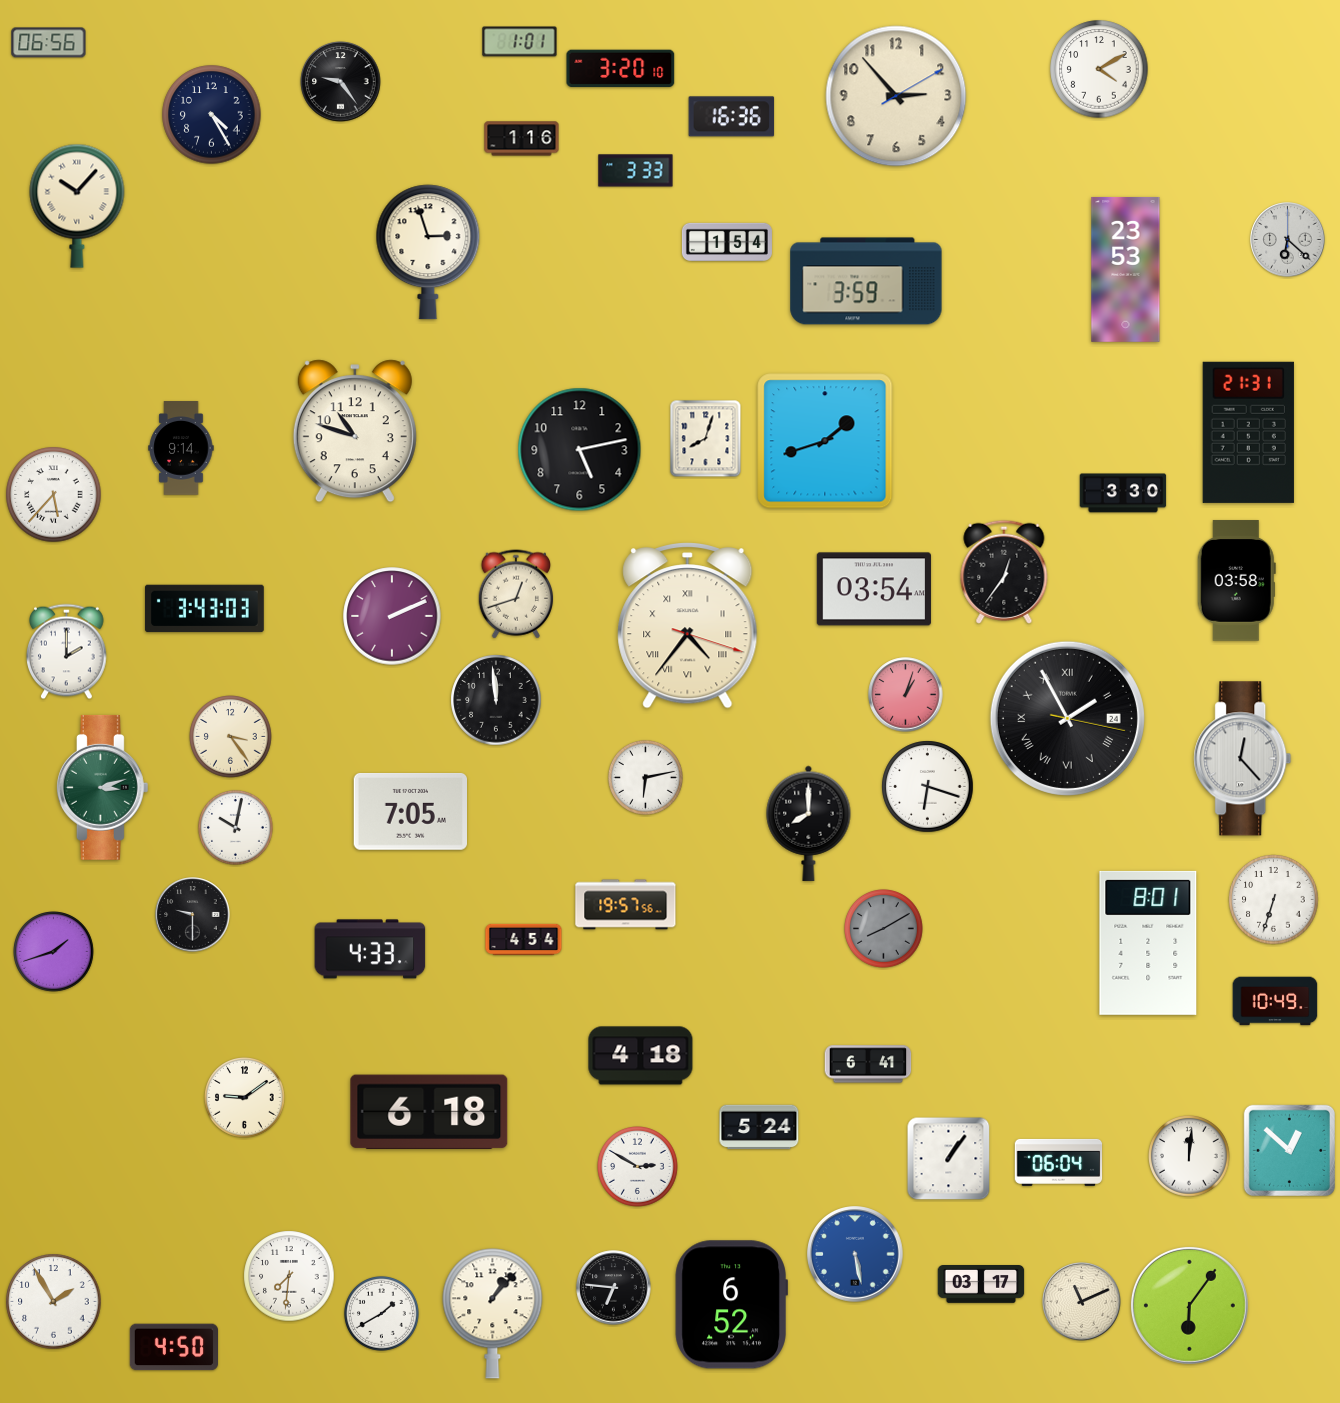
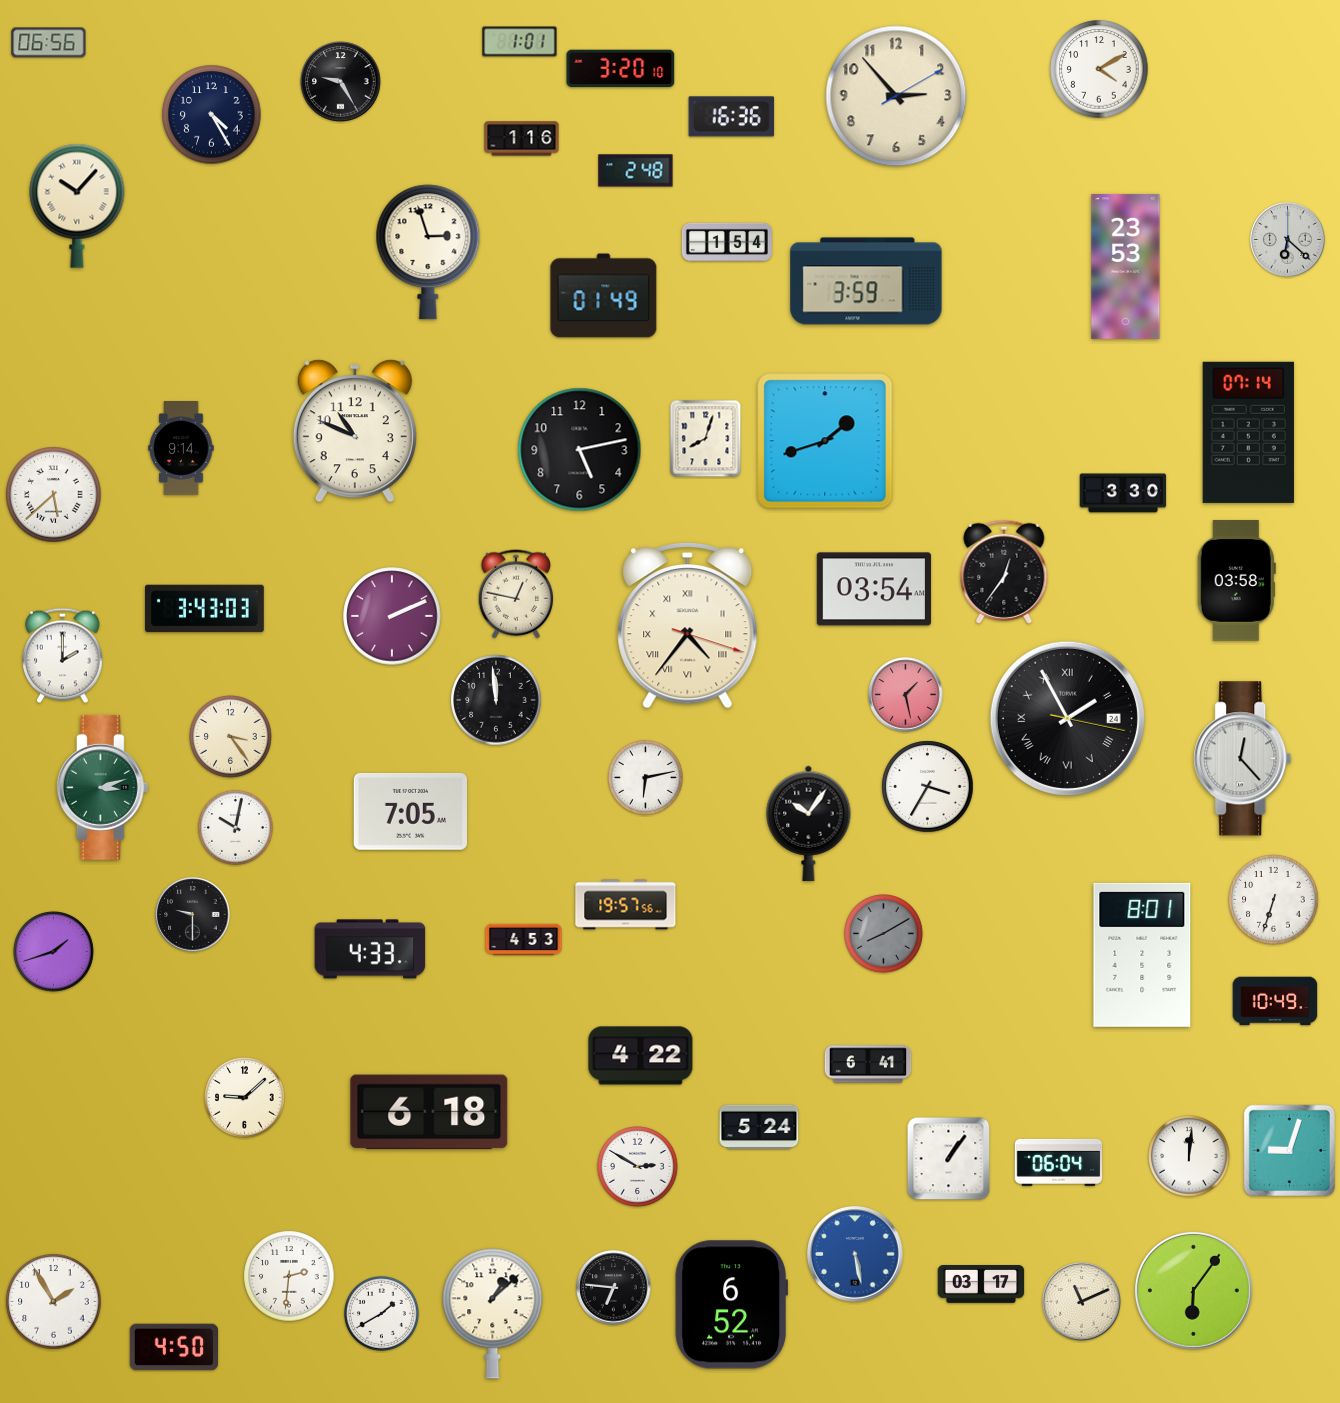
clock at (341, 82): 9:24 -> 9:25
clock at (636, 171): 3:33 -> 2:48
clock at (1126, 269) position: (1126, 269) -> (1126, 266)
clock at (604, 296): none -> 01:49
clock at (355, 431): 10:48 -> 10:49
clock at (1248, 432): 21:31 -> 07:14
clock at (54, 495): 5:37 -> 5:38
clock at (515, 594): 12:42 -> 12:47
clock at (67, 652) position: (67, 652) -> (63, 656)
clock at (906, 695): 1:03 -> 1:28
clock at (928, 787): 6:18 -> 3:35
clock at (809, 823): 8:00 -> 10:06
clock at (884, 929) position: (884, 929) -> (884, 934)
clock at (524, 940): 4:54 -> 4:53
clock at (1148, 943) position: (1148, 943) -> (1142, 955)
clock at (641, 1056): 4:18 -> 4:22
clock at (245, 1098): 9:09 -> 9:08
clock at (1289, 1150): 12:52 -> 9:03
clock at (289, 1276): 7:31 -> 2:31
clock at (1189, 1305) position: (1189, 1305) -> (1193, 1290)
clock at (493, 1314): 1:07 -> 1:08
